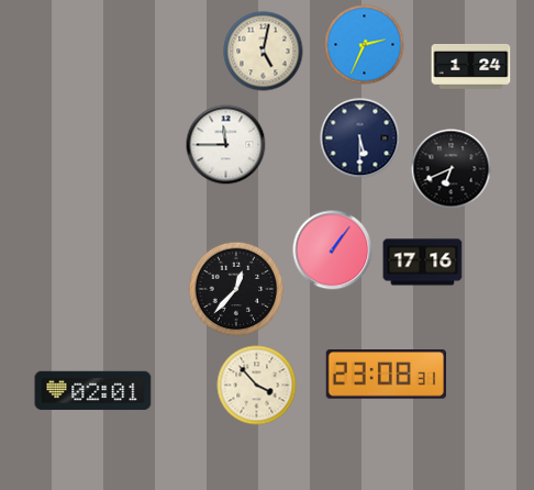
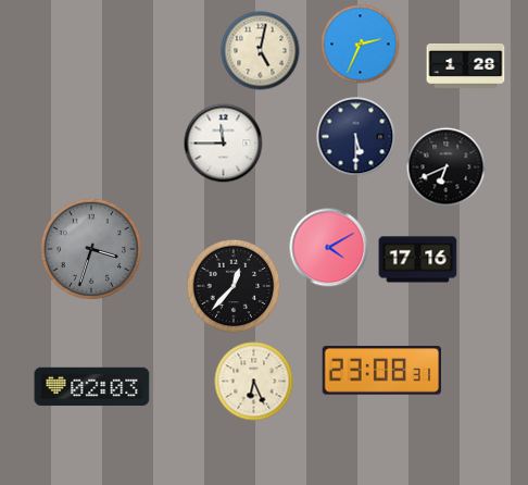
clock at (471, 67): 1:24 -> 1:28
clock at (333, 250): 1:06 -> 4:10
clock at (91, 249): none -> 3:33
clock at (257, 386): 3:53 -> 6:26
clock at (93, 391): 02:01 -> 02:03
